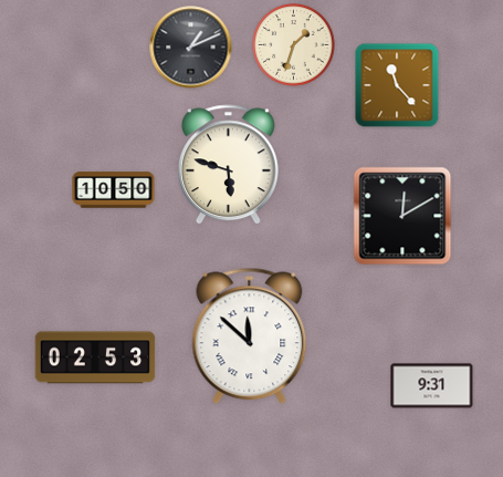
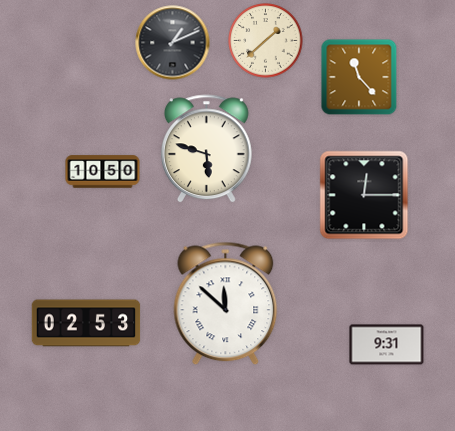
clock at (294, 45): 1:33 -> 1:38
clock at (402, 216): 12:10 -> 12:15
clock at (432, 386) position: (432, 386) -> (387, 345)
